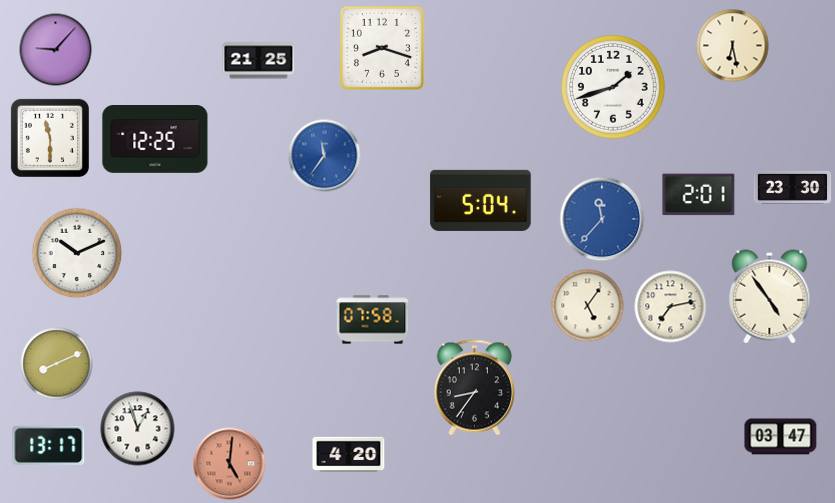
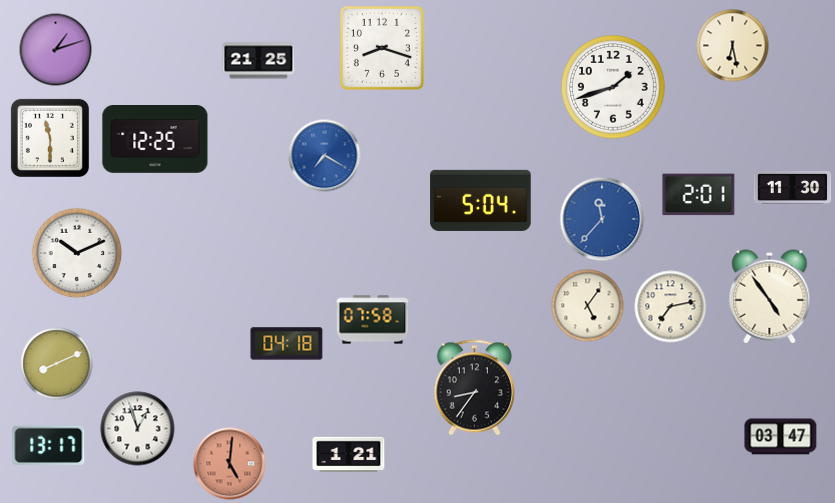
clock at (56, 50): 9:07 -> 1:12
clock at (325, 156): 11:36 -> 7:20
clock at (793, 187): 23:30 -> 11:30
clock at (287, 344): none -> 04:18
clock at (349, 455): 4:20 -> 1:21
